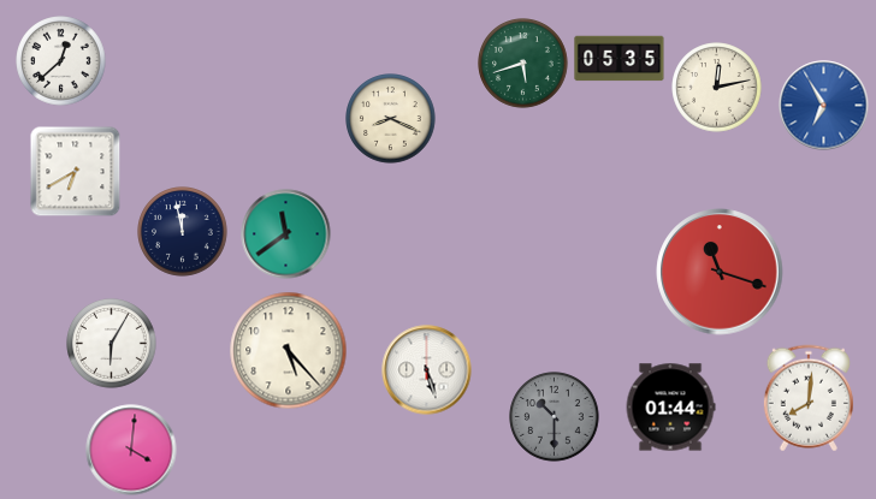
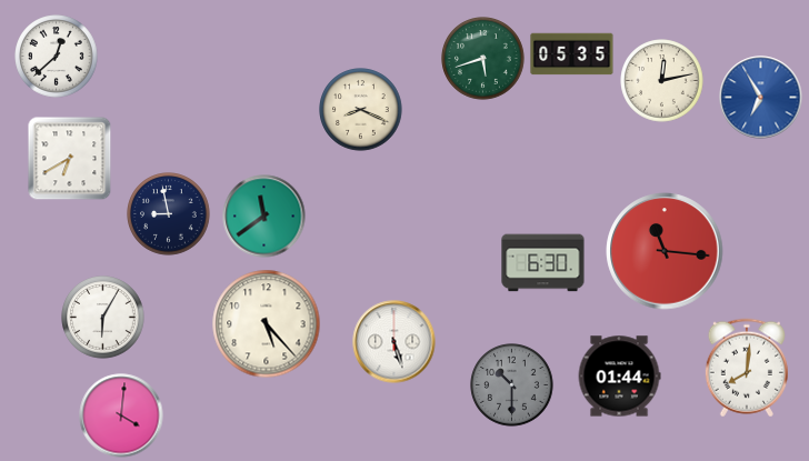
clock at (183, 232): 11:58 -> 8:58
clock at (720, 272): 11:18 -> 11:16
clock at (543, 263): none -> 6:30
